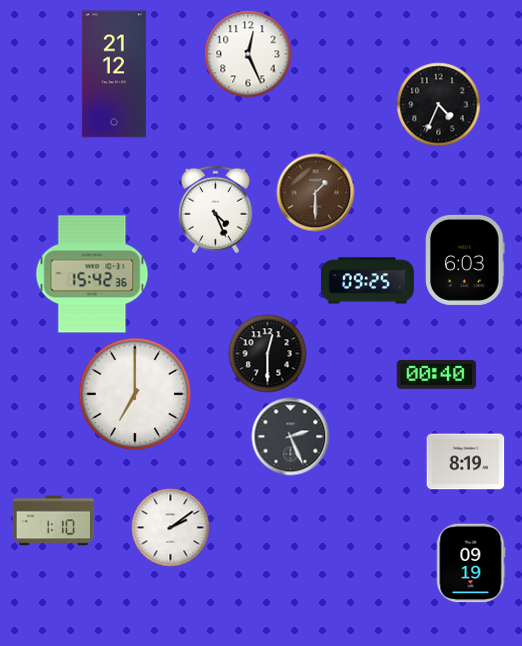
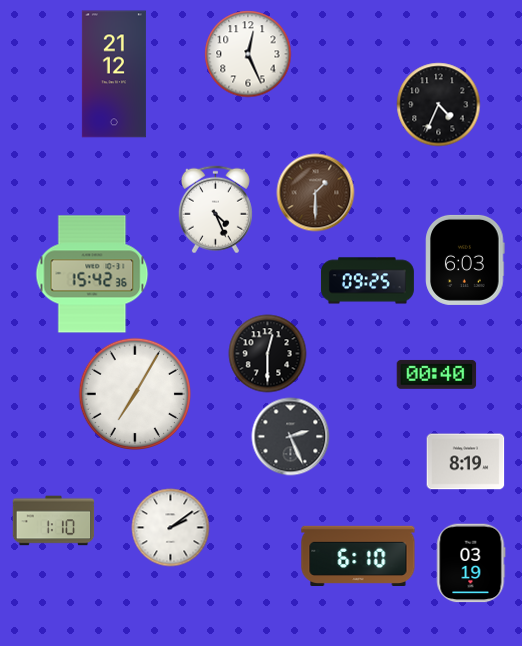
clock at (134, 393): 7:00 -> 7:05
clock at (358, 555): none -> 6:10
clock at (471, 563): 09:19 -> 03:19
